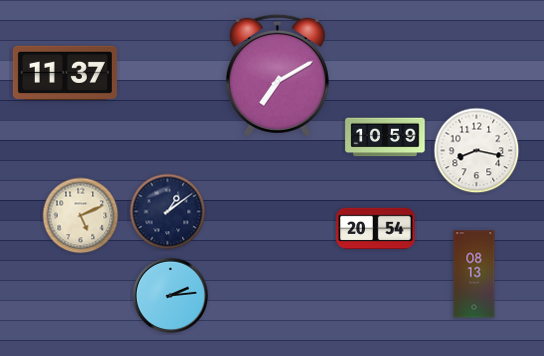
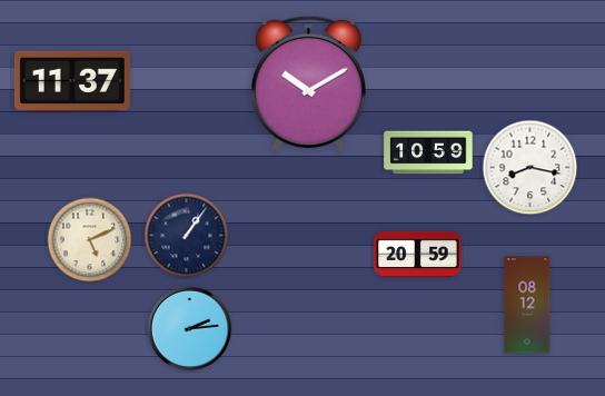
clock at (277, 75): 7:10 -> 10:10
clock at (168, 212): 1:09 -> 1:06
clock at (376, 229): 20:54 -> 20:59
clock at (474, 274): 08:13 -> 08:12
